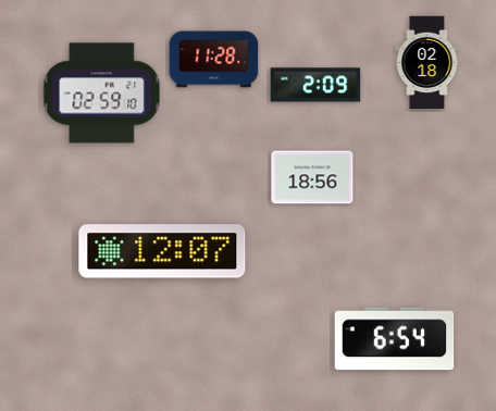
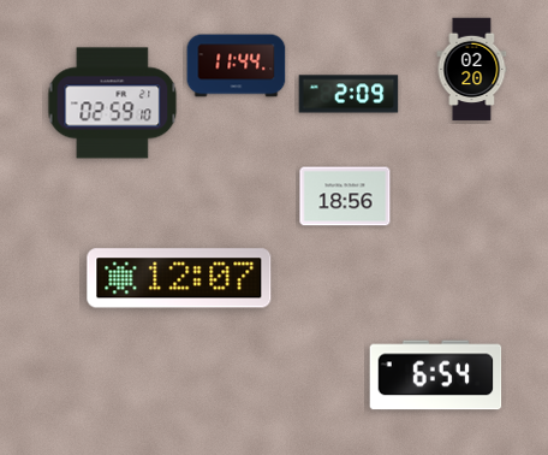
clock at (214, 60): 11:28 -> 11:44
clock at (427, 63): 02:18 -> 02:20
